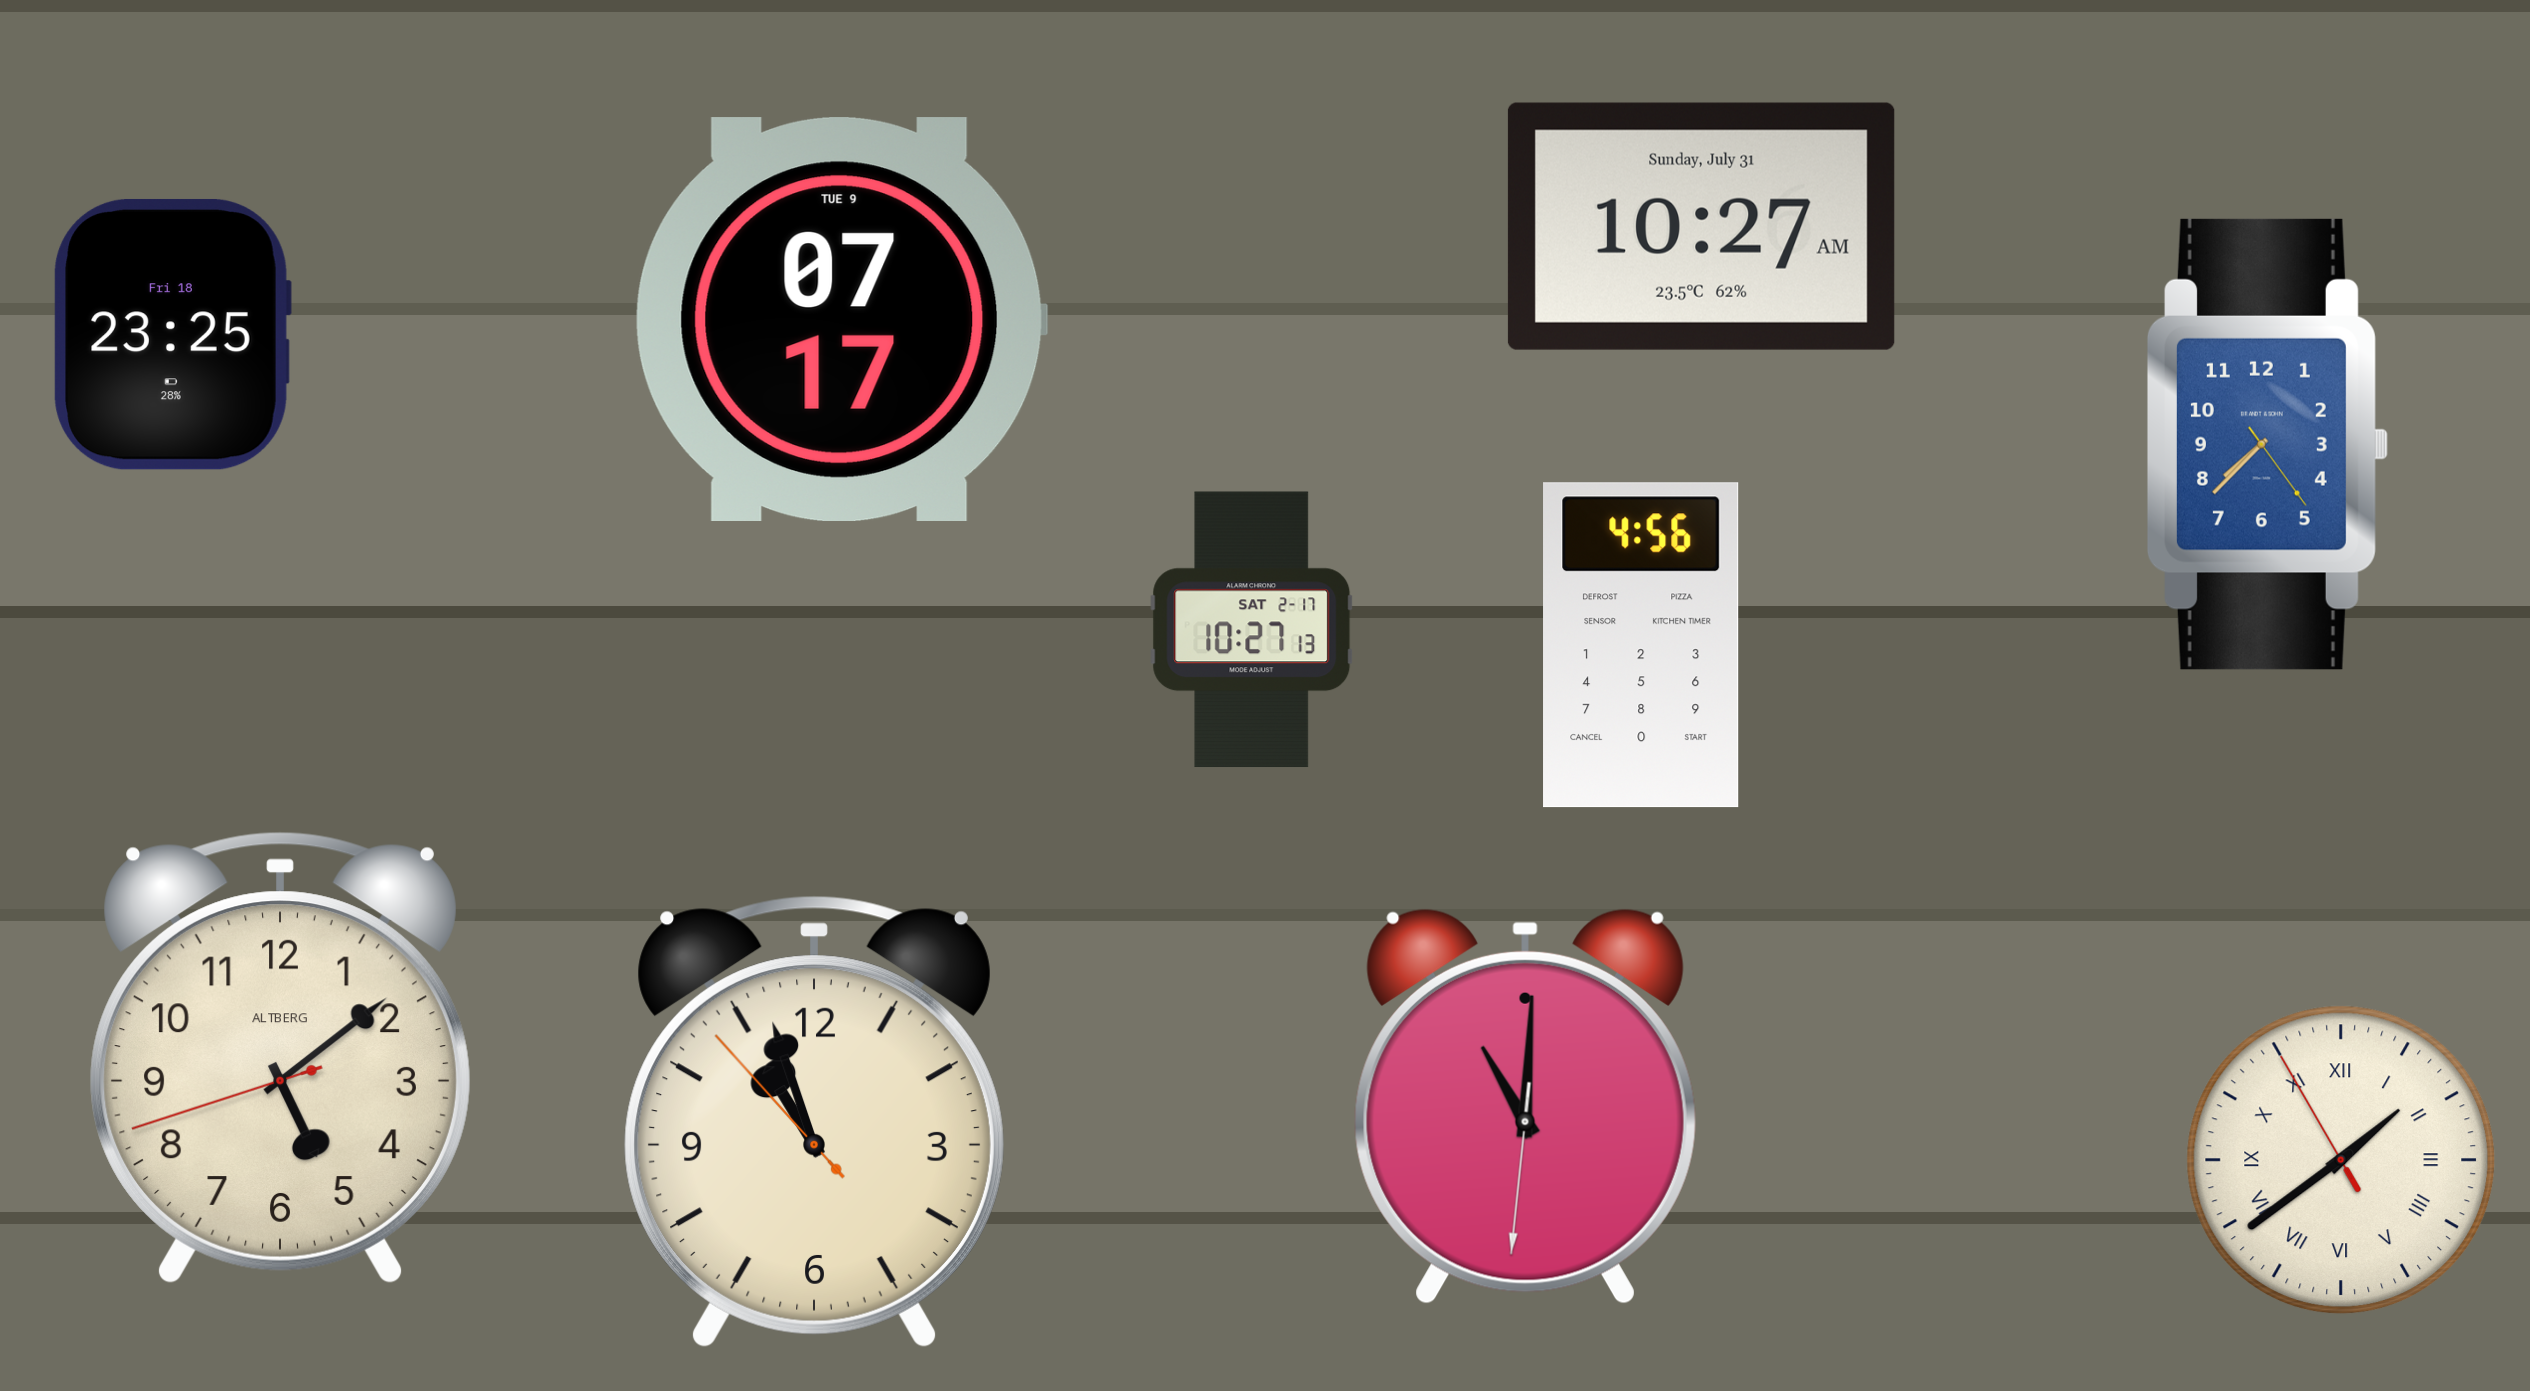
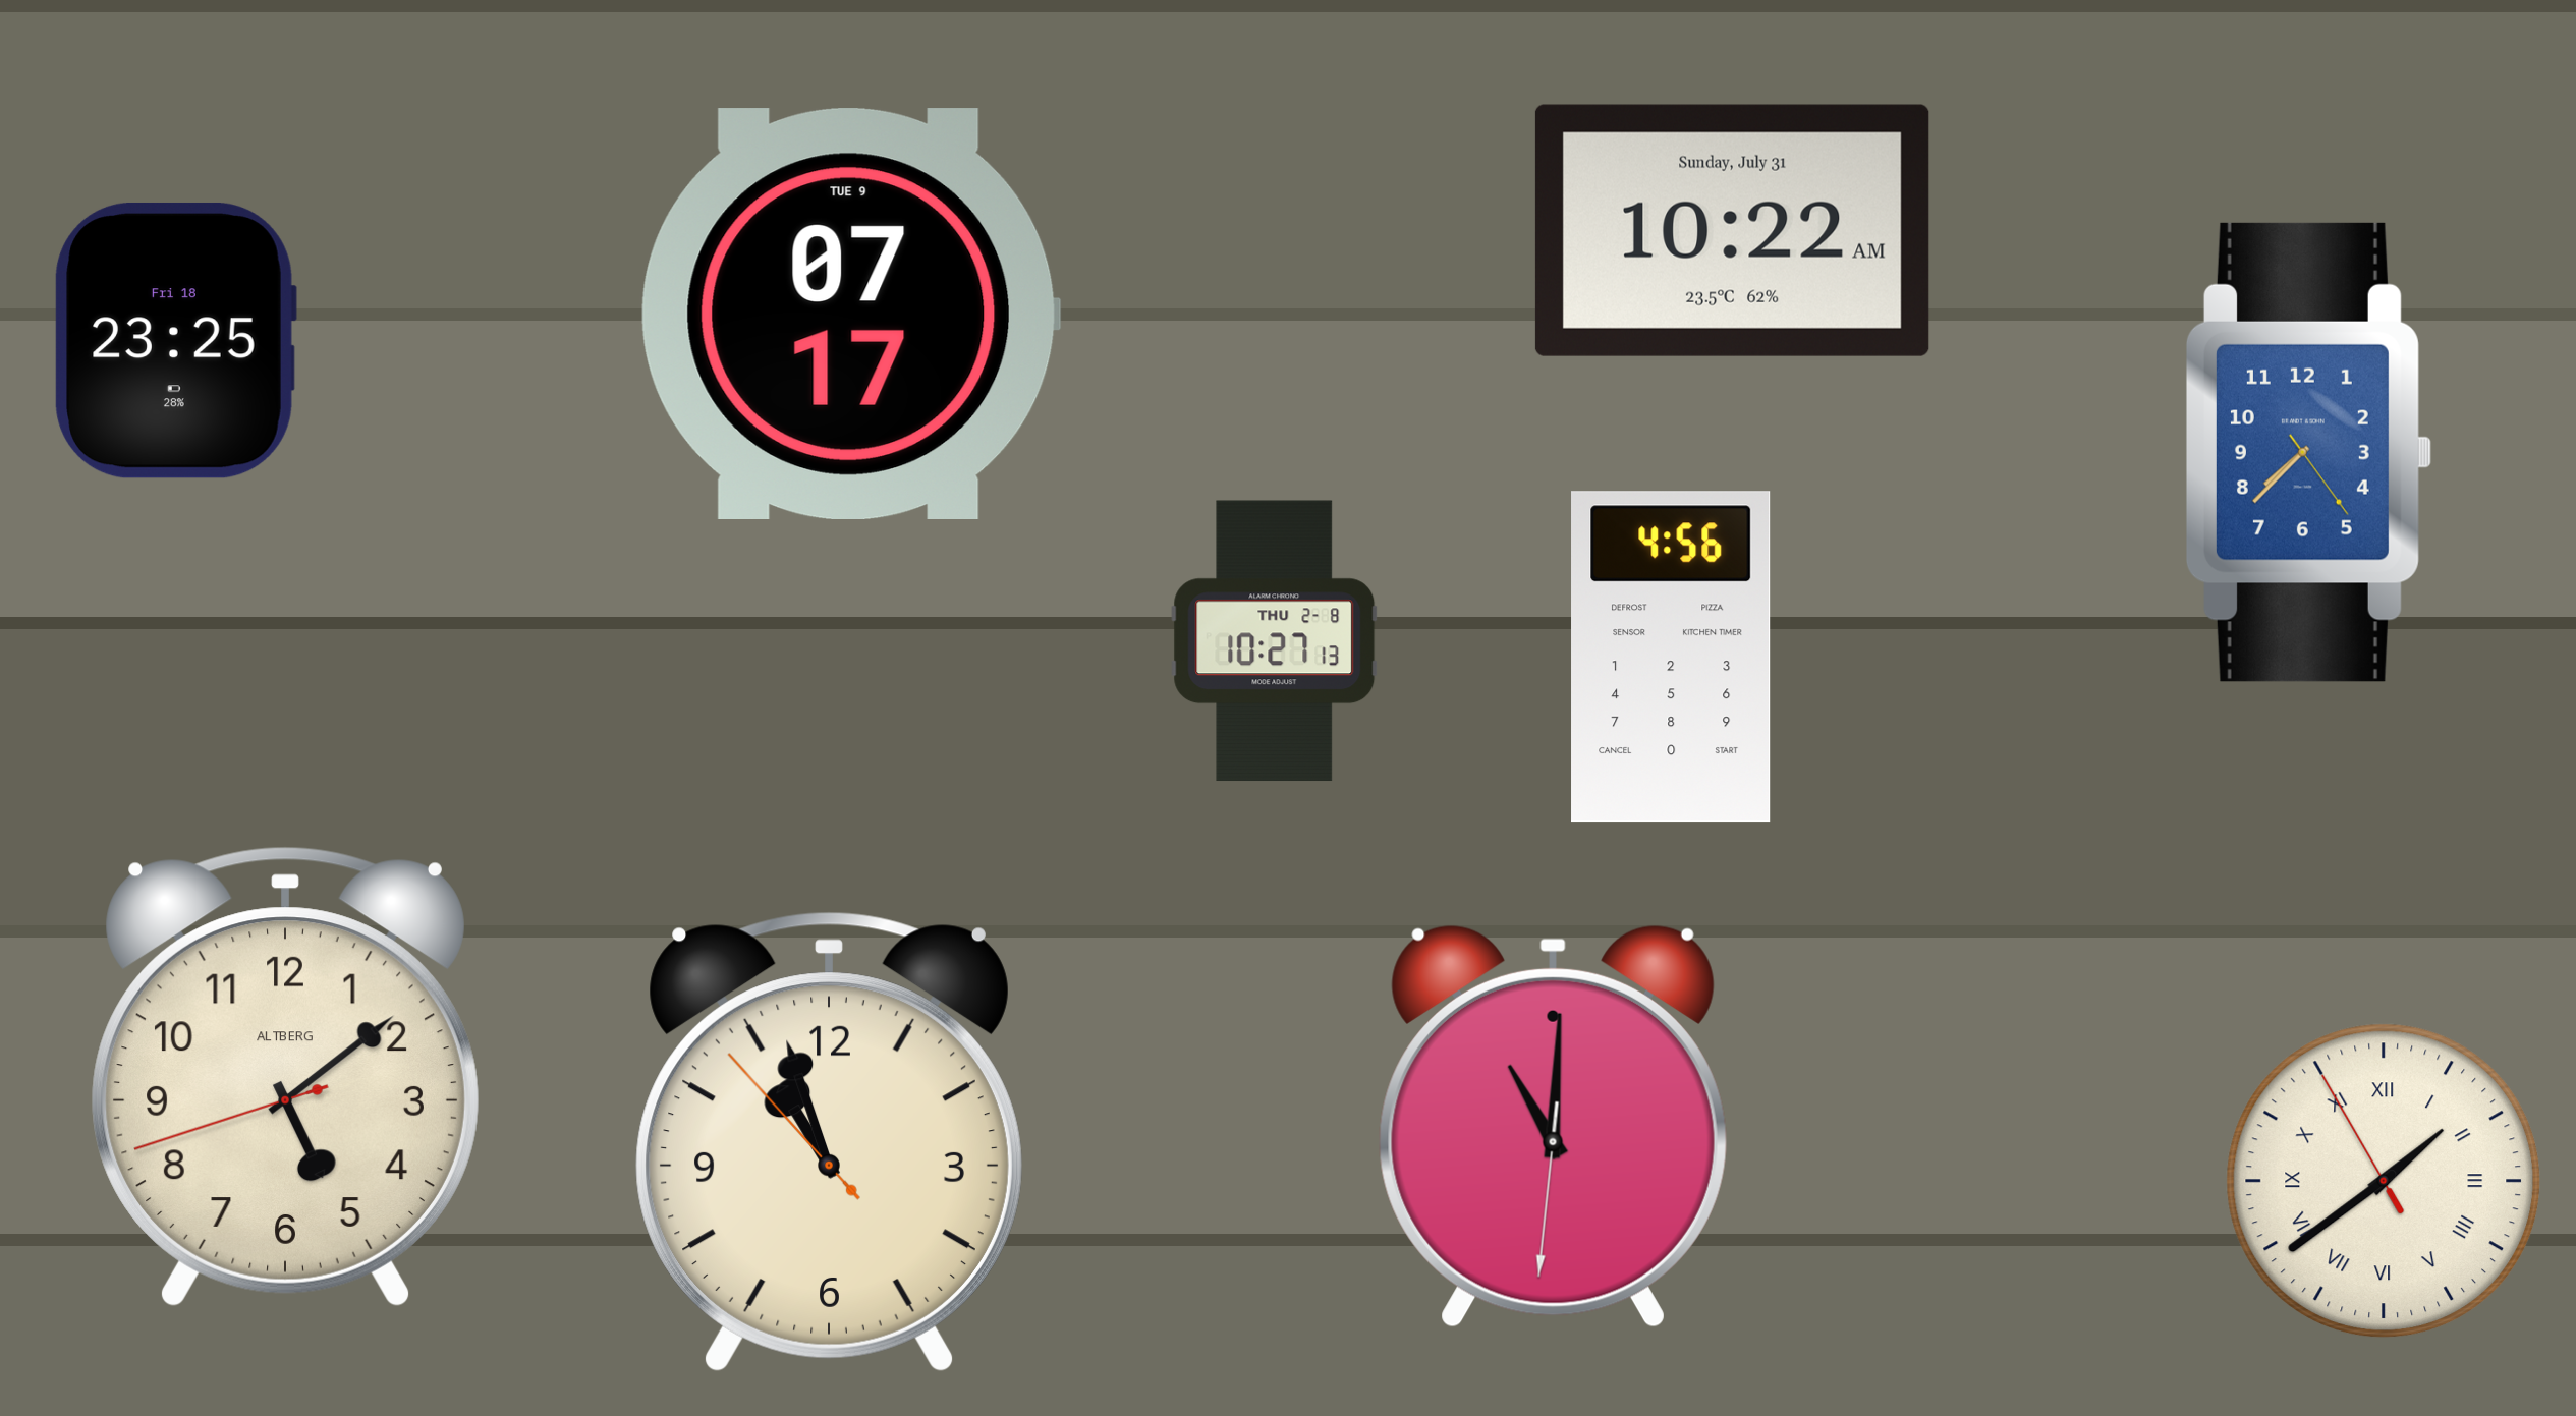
clock at (1701, 226): 10:27 -> 10:22
clock at (841, 319) position: (841, 319) -> (850, 314)
clock at (1252, 629) date: SAT 2-17 -> THU 2-8
